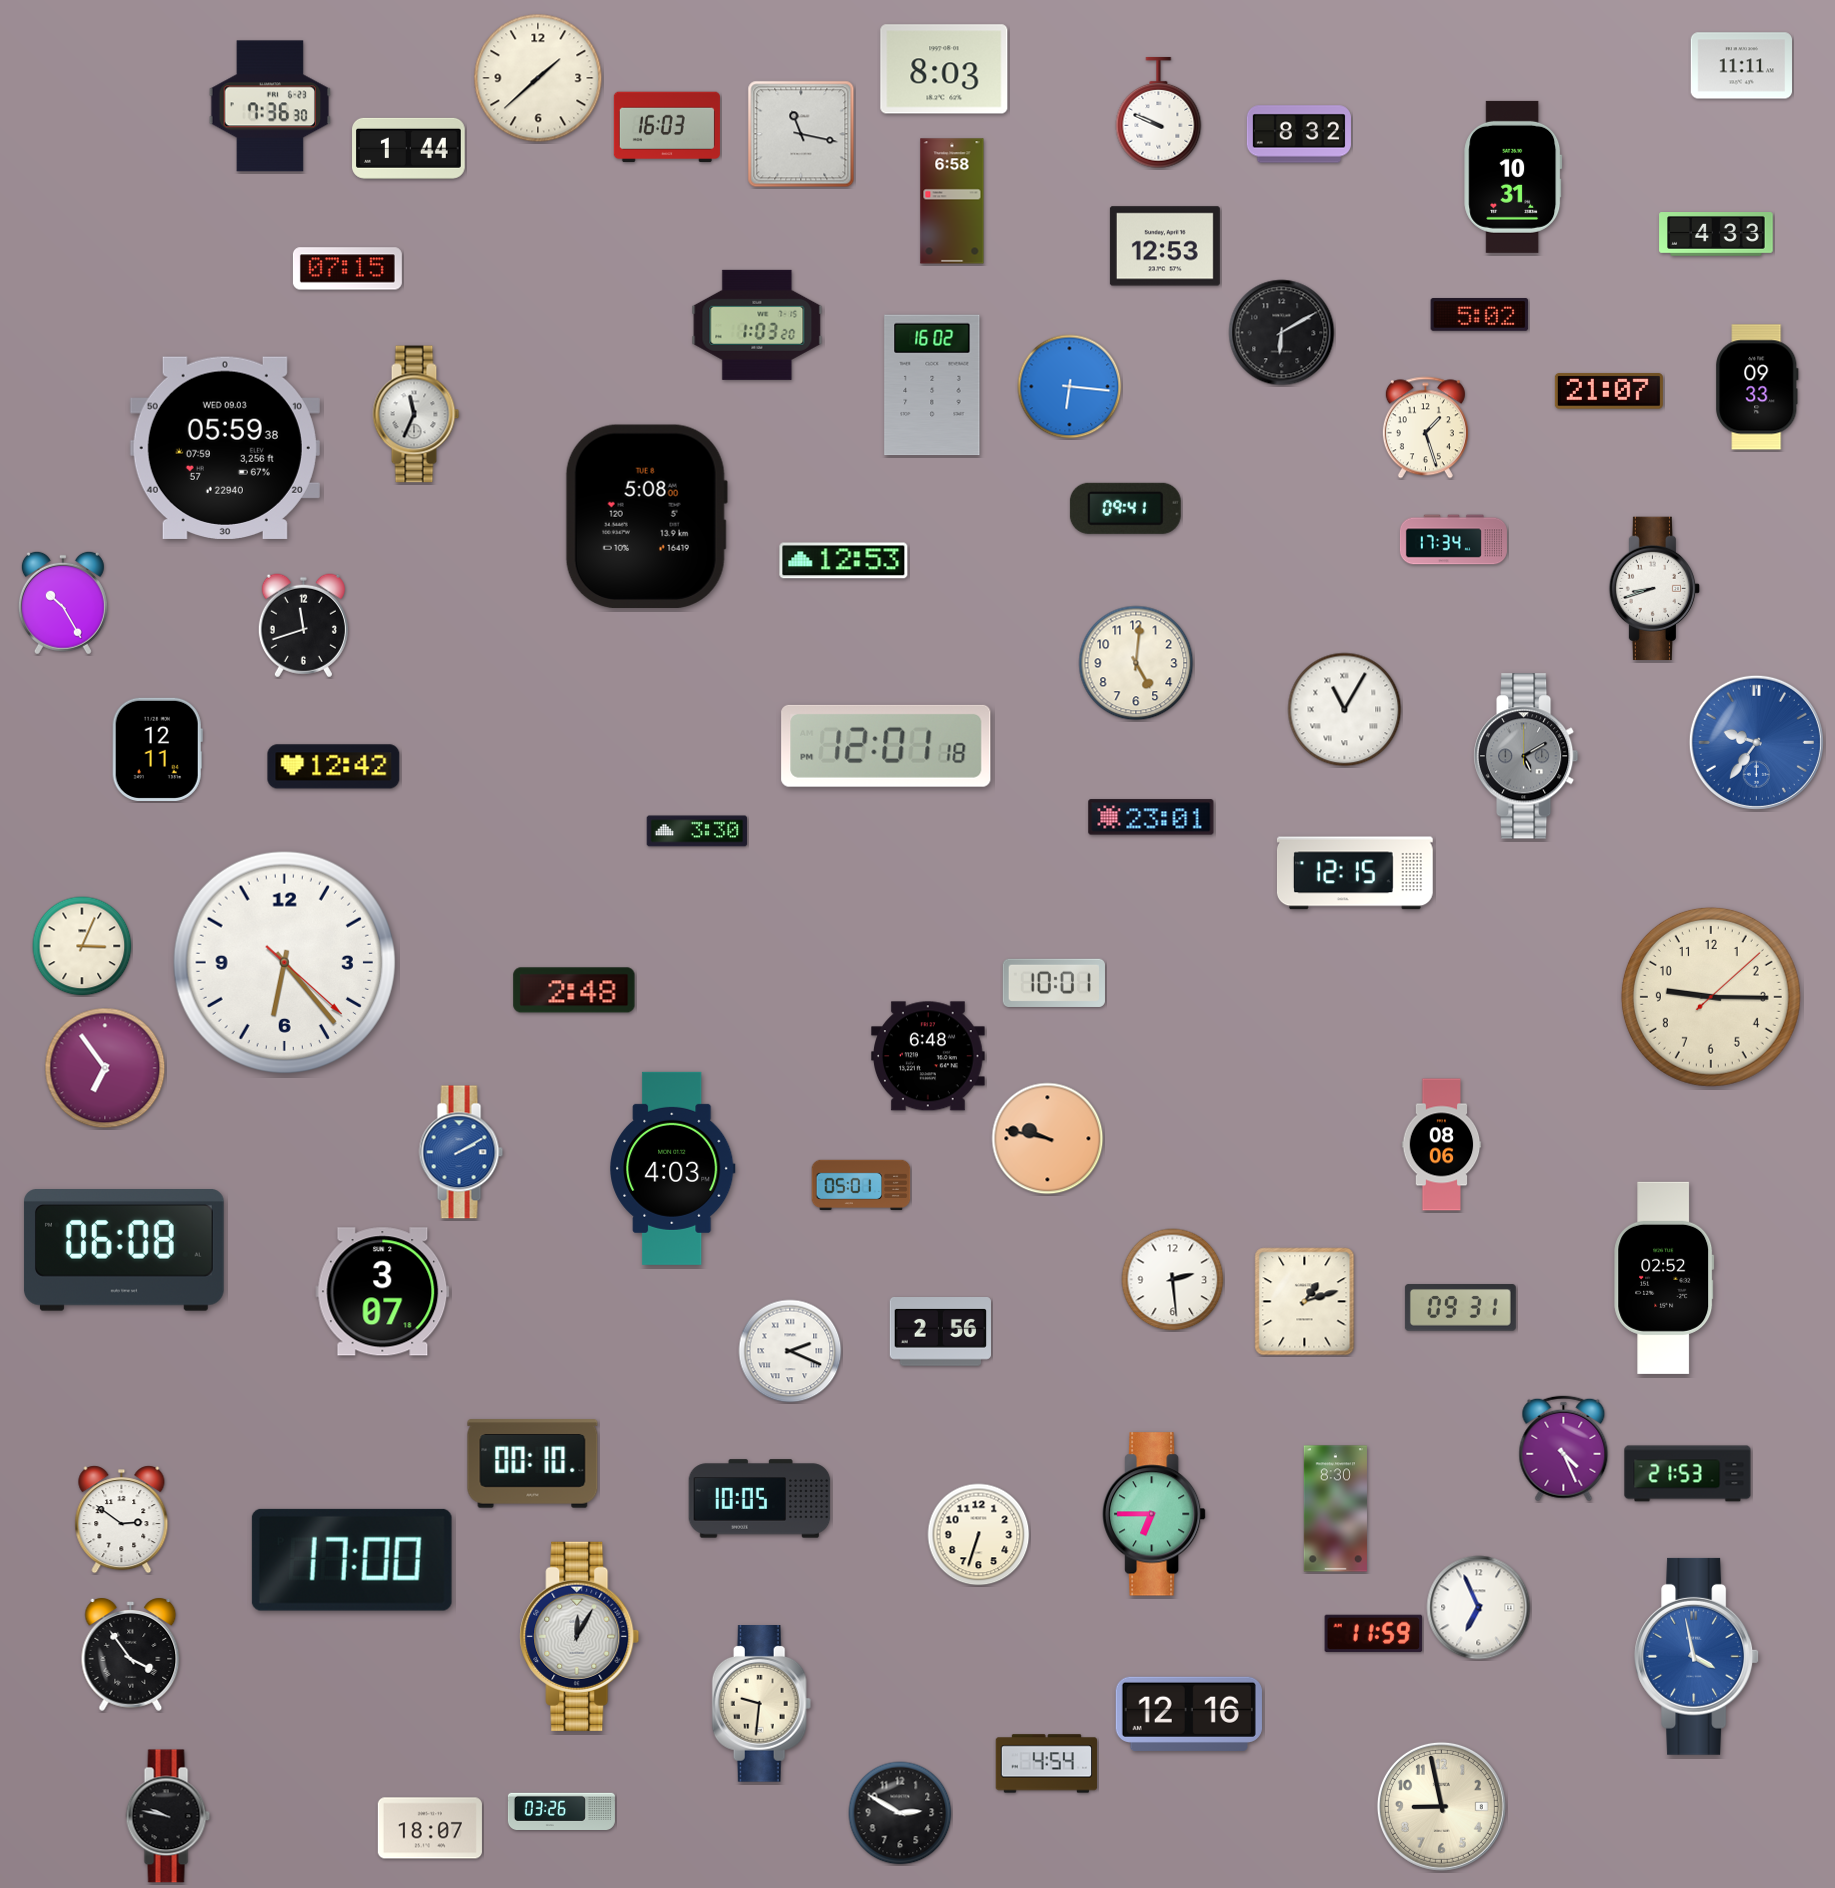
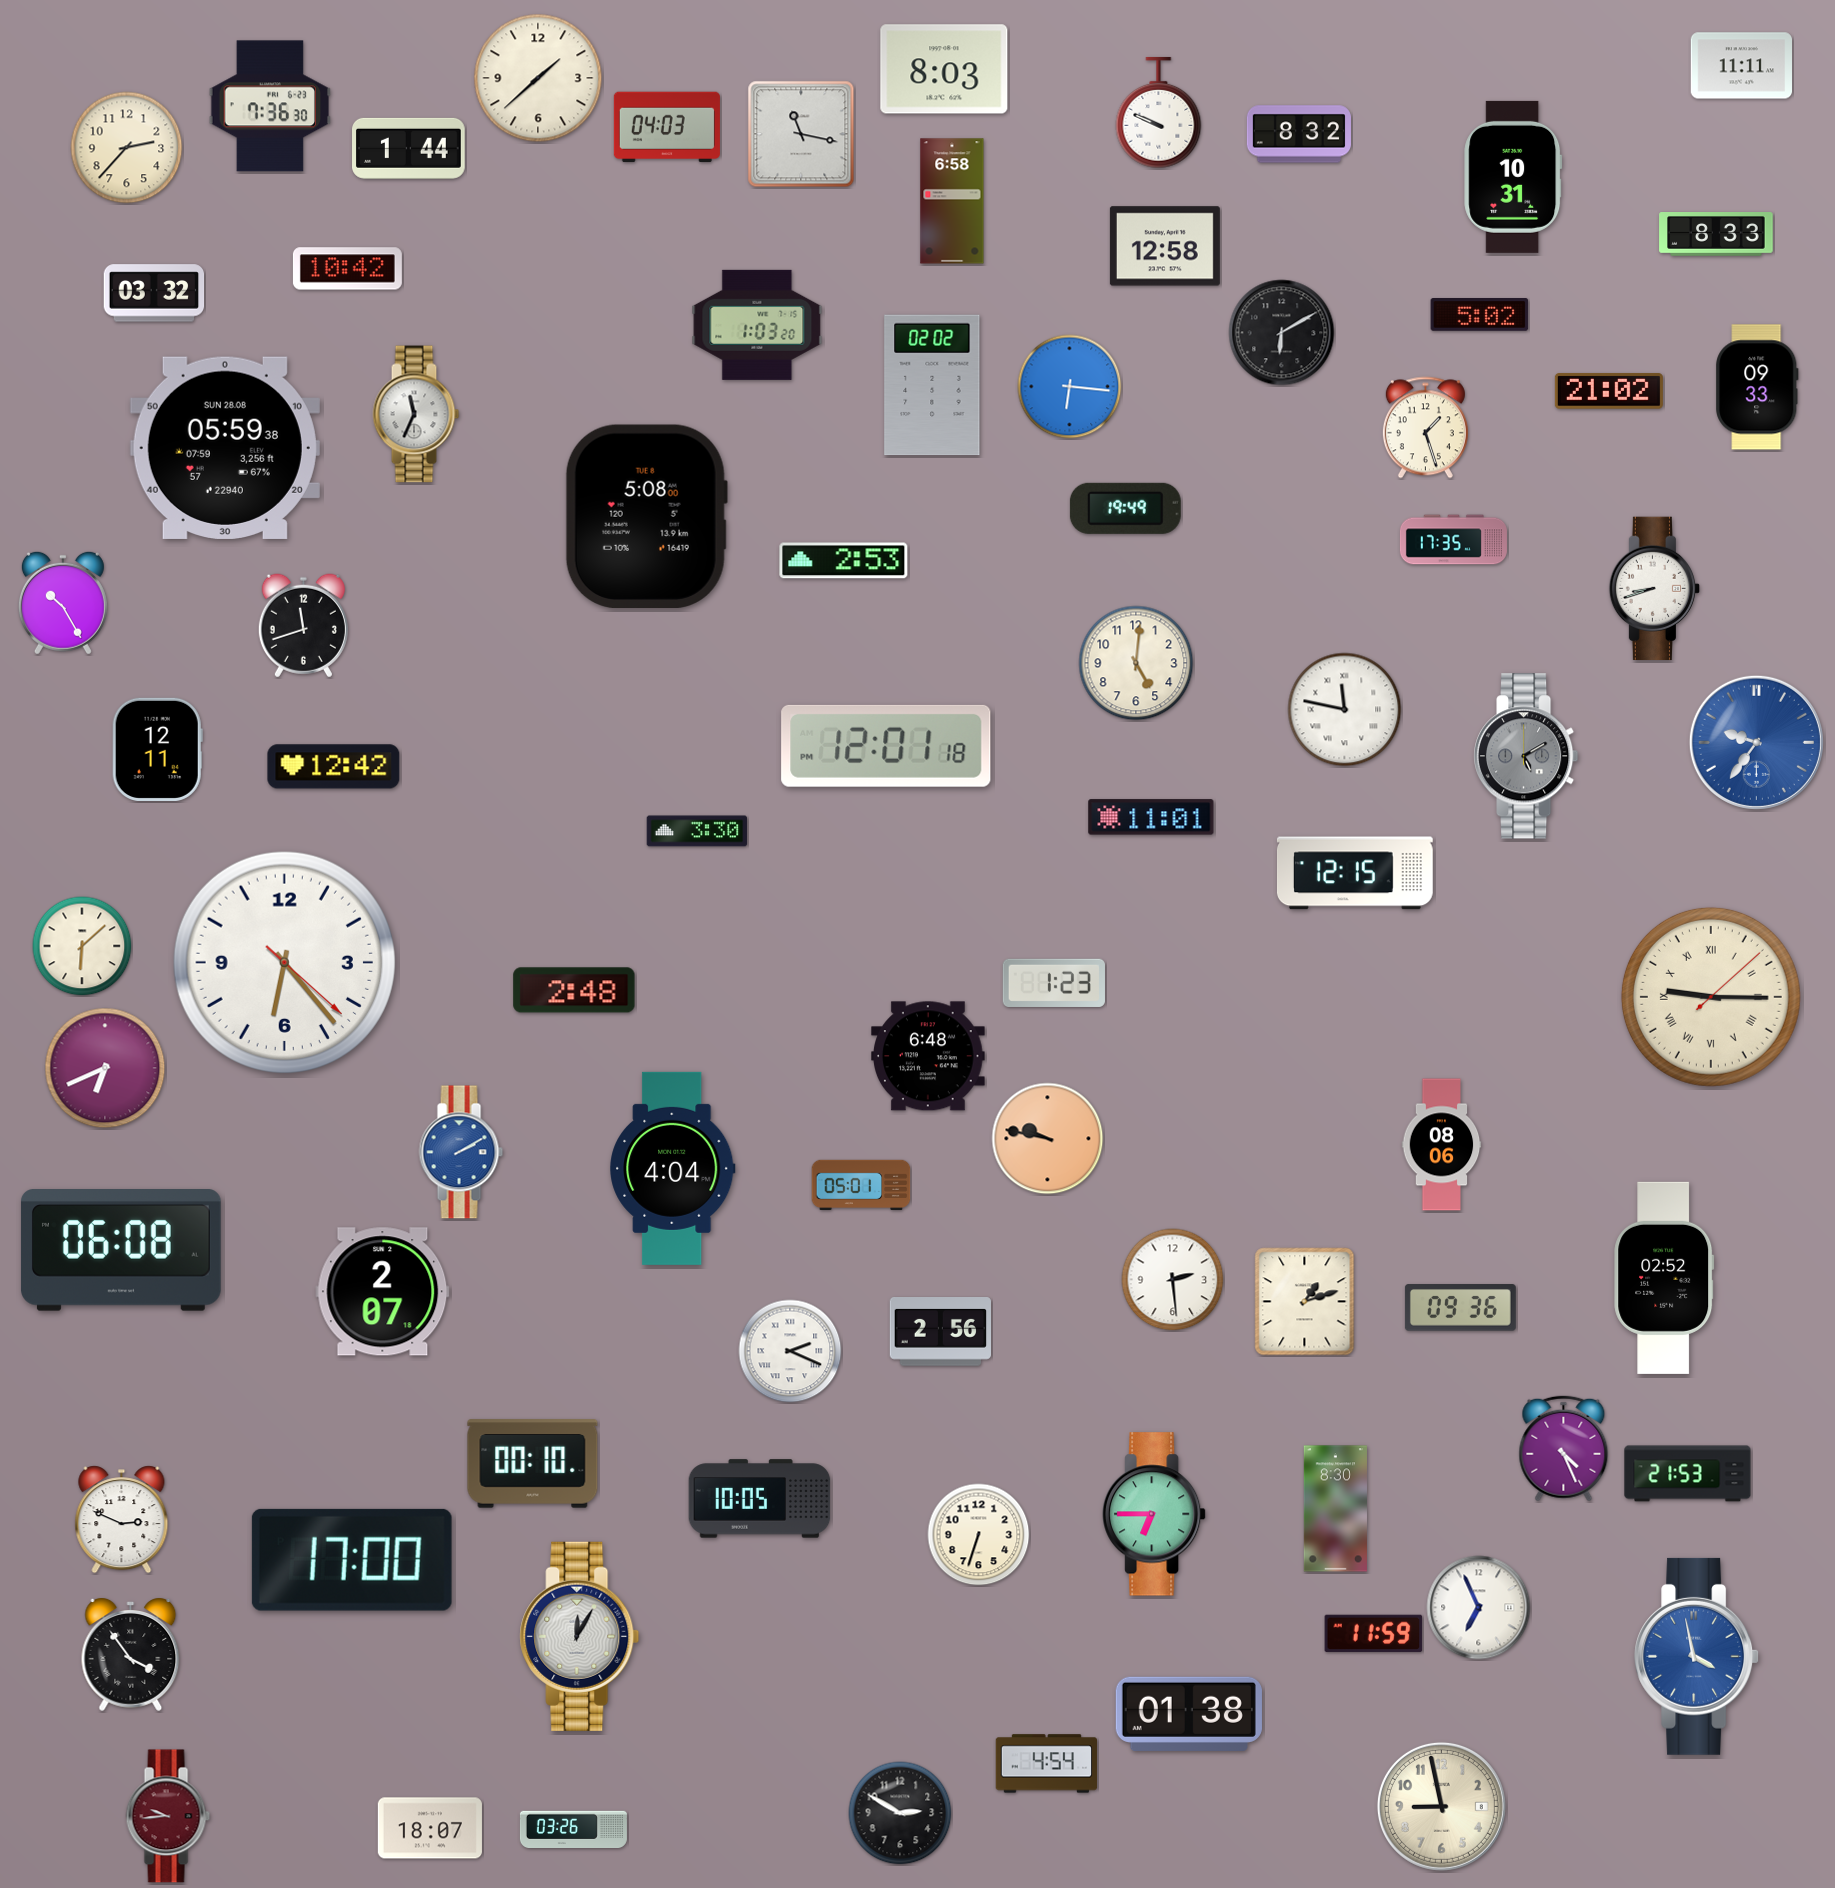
clock at (667, 127): 16:03 -> 04:03
clock at (127, 148): none -> 2:37
clock at (1716, 235): 4:33 -> 8:33
clock at (1165, 246): 12:53 -> 12:58
clock at (347, 269): 07:15 -> 10:42
clock at (154, 293): none -> 03:32
clock at (932, 385): 16:02 -> 02:02
clock at (1609, 391): 21:07 -> 21:02
clock at (225, 448) date: WED 09.03 -> SUN 28.08
clock at (1125, 508): 09:41 -> 19:49
clock at (1453, 540): 17:34 -> 17:35
clock at (844, 561): 12:53 -> 2:53
clock at (1345, 710): 11:05 -> 11:47
clock at (1151, 817): 23:01 -> 11:01
clock at (82, 946): 3:04 -> 6:08
clock at (1053, 983): 10:01 -> 1:23
clock at (1711, 997) numerals: Arabic -> Roman
clock at (105, 1068): 6:54 -> 6:41
clock at (673, 1168): 4:03 -> 4:04
clock at (124, 1251) position: (124, 1251) -> (121, 1251)
clock at (383, 1292): 3:07 -> 2:07
clock at (1460, 1308): 09:31 -> 09:36
clock at (122, 1520): 2:51 -> 2:49
clock at (762, 1704): 9:31 -> none
clock at (1189, 1714): 12:16 -> 01:38
clock at (561, 1811) position: (561, 1811) -> (573, 1829)
clock at (168, 1816): 9:47 -> 9:44
clock at (168, 1816) dial: black -> burgundy
